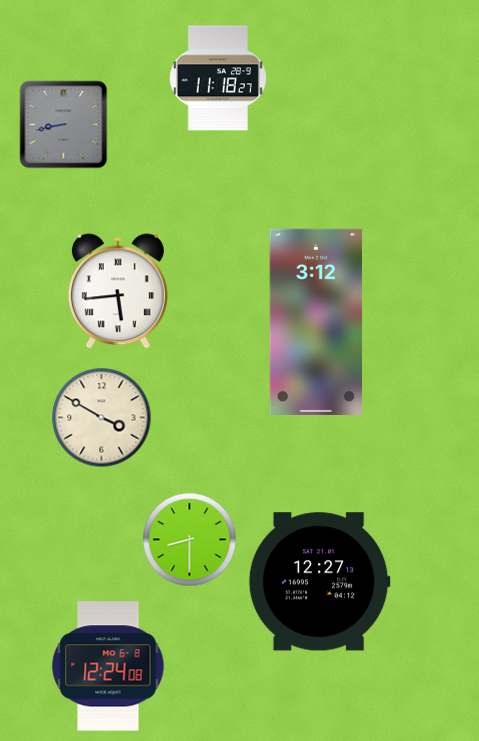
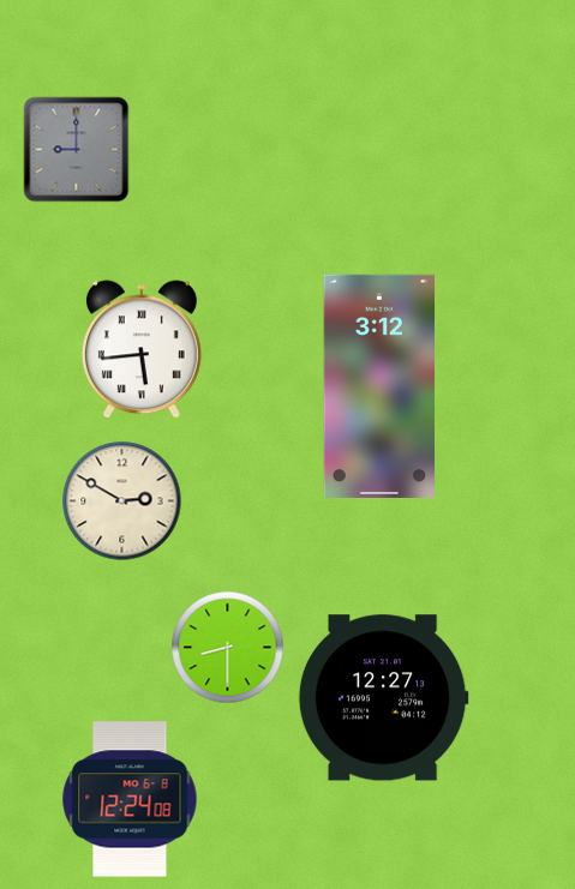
clock at (218, 78): 11:18 -> none
clock at (64, 125): 8:43 -> 9:00
clock at (102, 418): 3:50 -> 2:50
